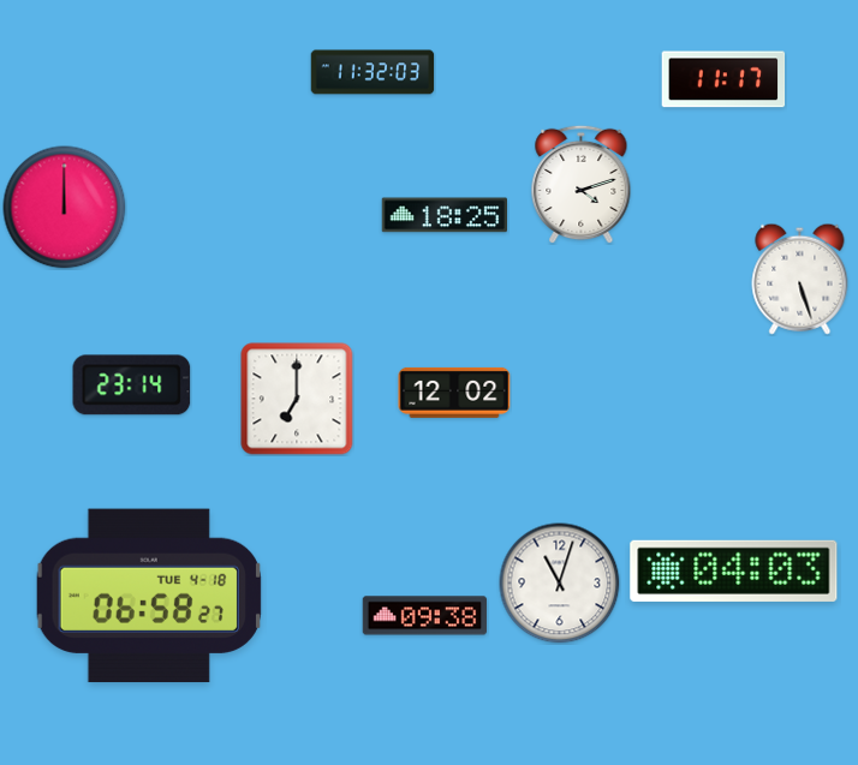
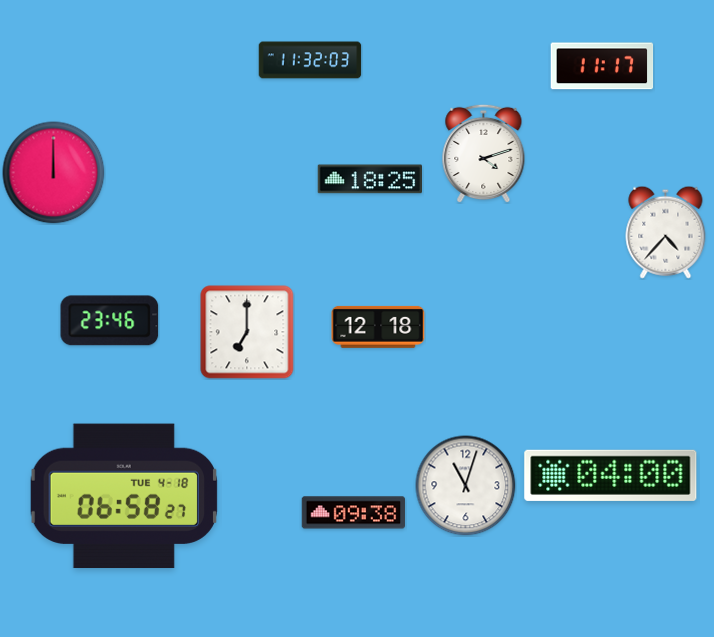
clock at (800, 279): 5:27 -> 4:37
clock at (132, 386): 23:14 -> 23:46
clock at (454, 393): 12:02 -> 12:18
clock at (734, 570): 04:03 -> 04:00
